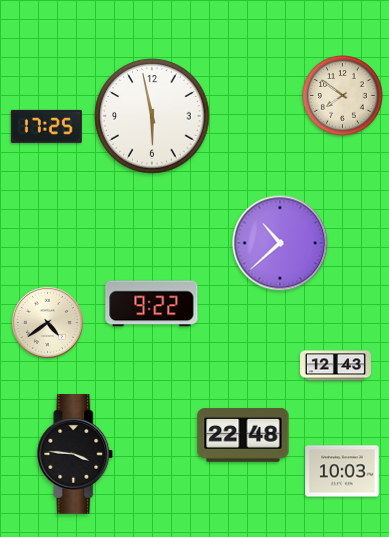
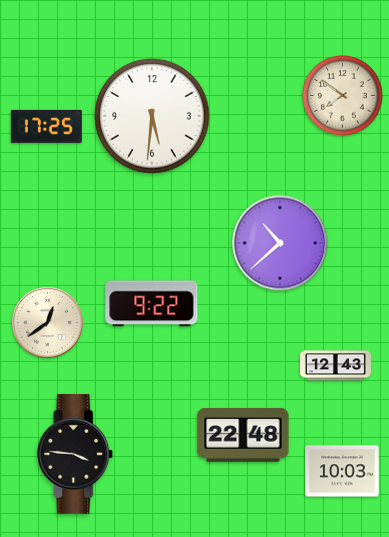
clock at (152, 116): 5:58 -> 5:31
clock at (47, 322): 4:39 -> 12:39
